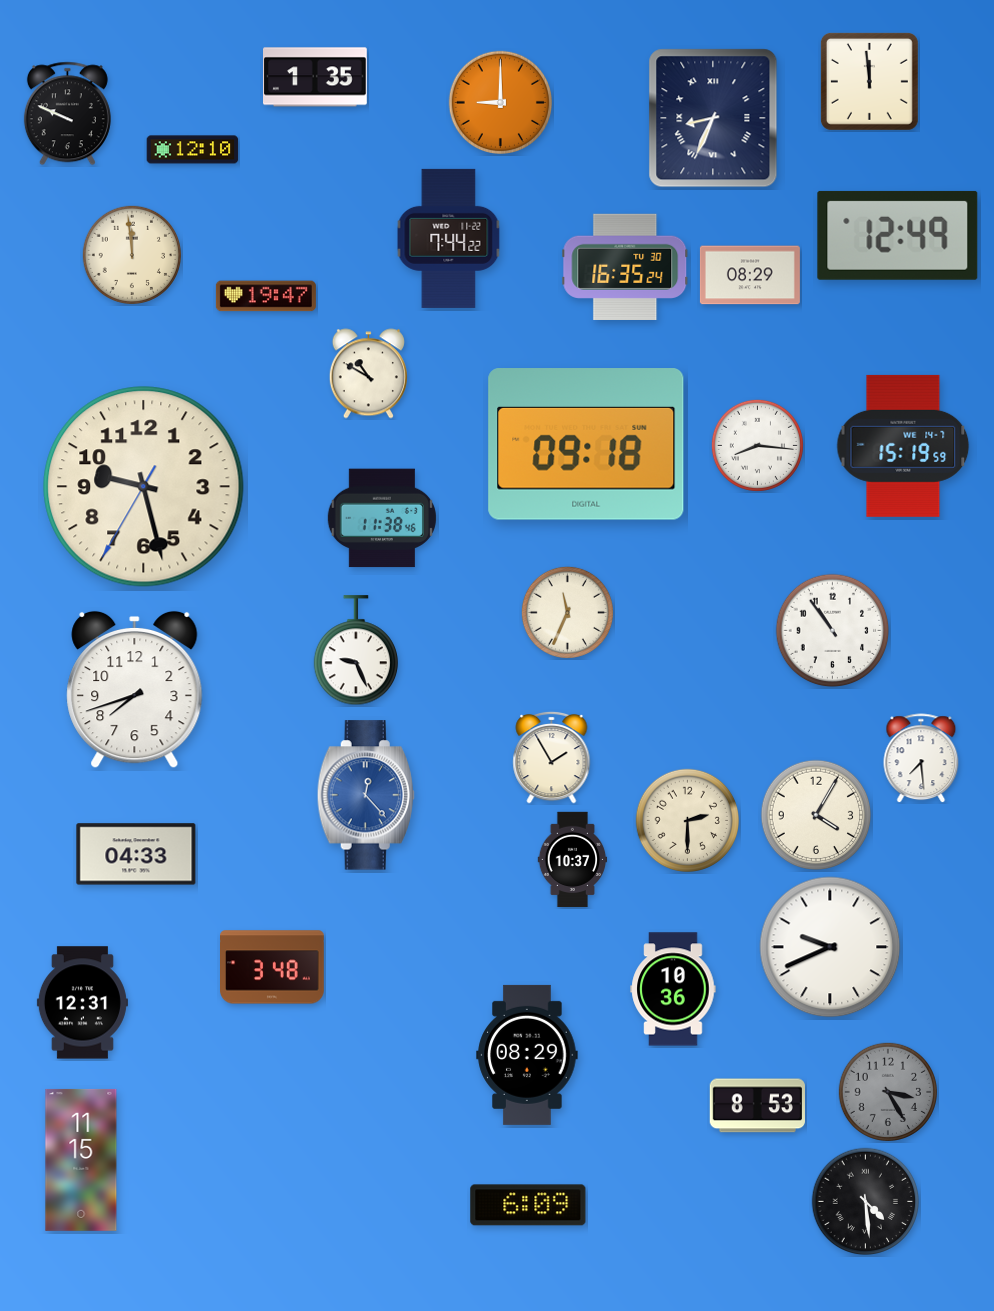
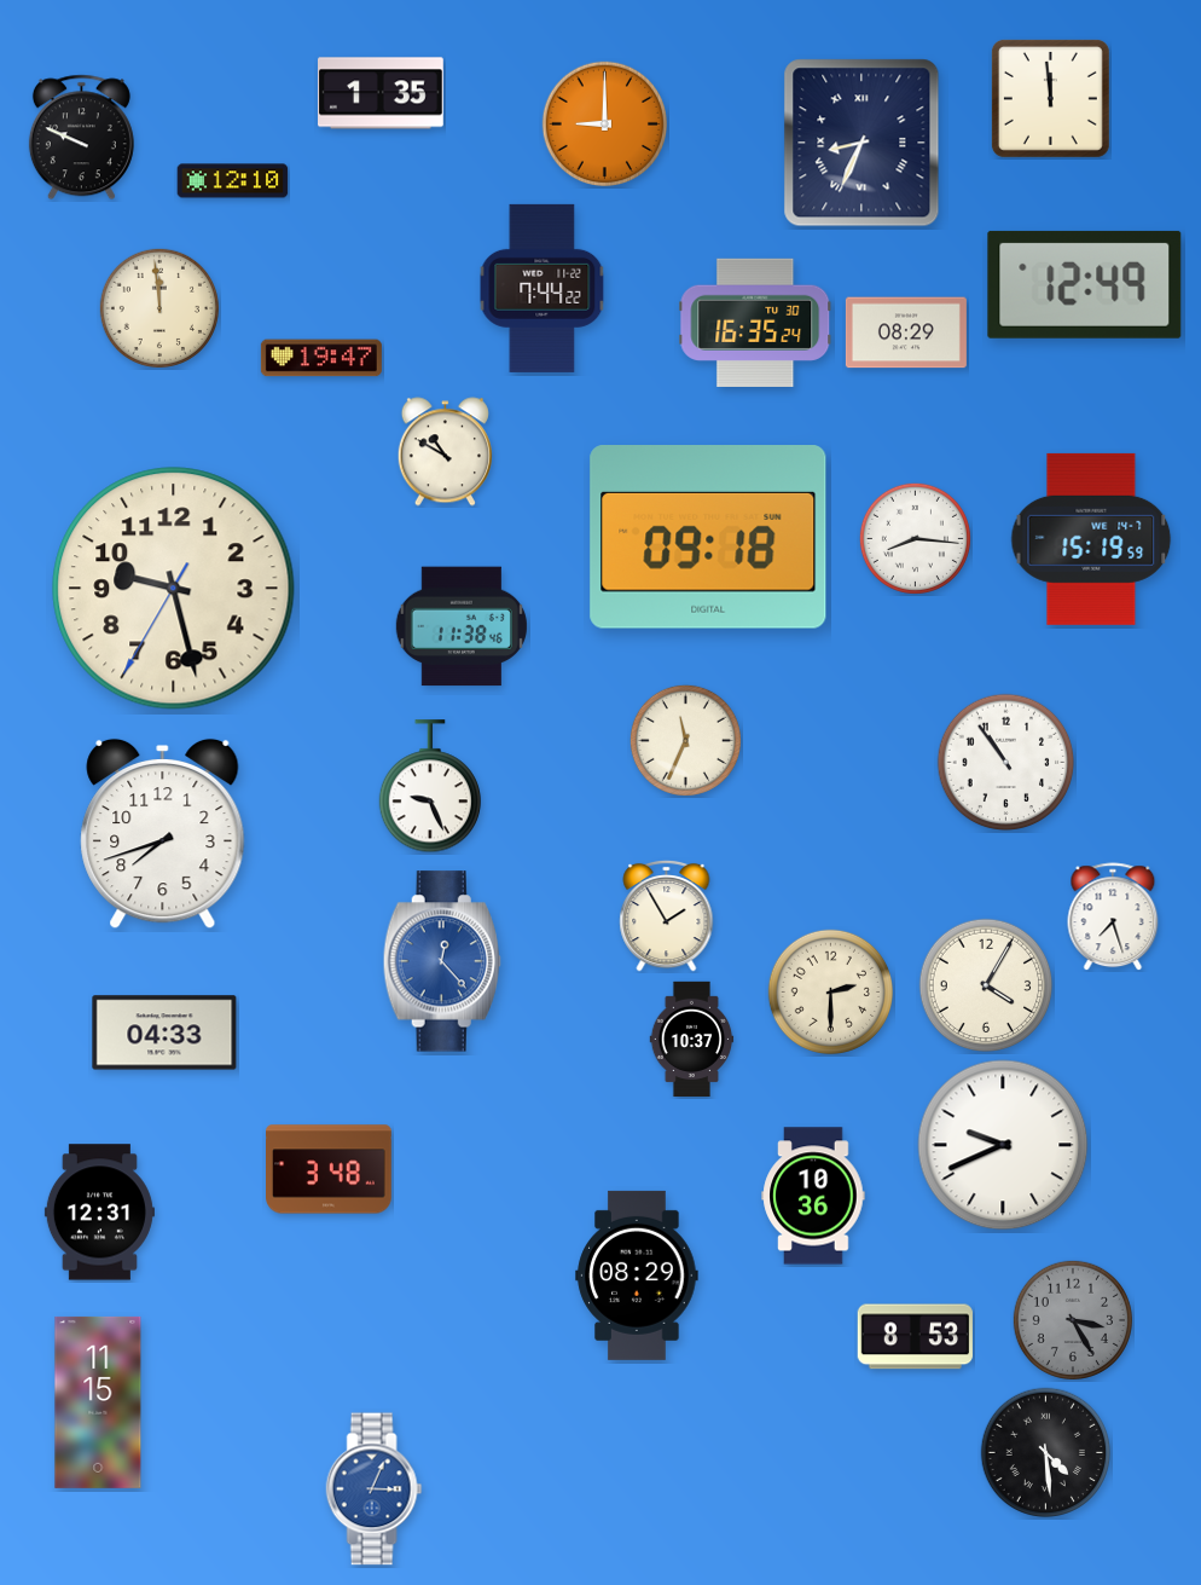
clock at (921, 758): 7:29 -> 7:27
clock at (528, 1205): 6:09 -> none
clock at (375, 1489): none -> 3:04
